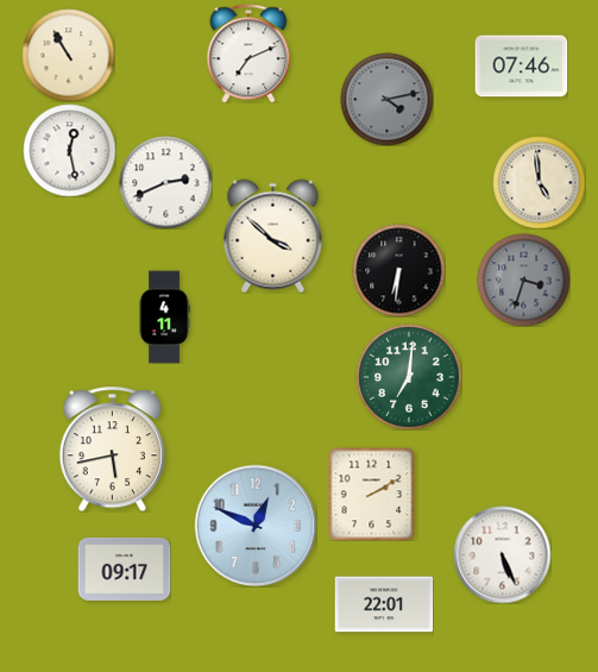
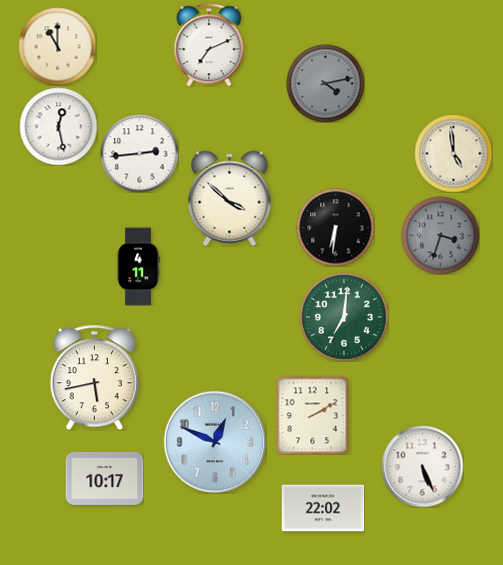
clock at (68, 55): 10:55 -> 11:00
clock at (521, 67): 07:46 -> none
clock at (165, 182): 2:41 -> 2:44
clock at (124, 569): 09:17 -> 10:17
clock at (384, 604): 22:01 -> 22:02
